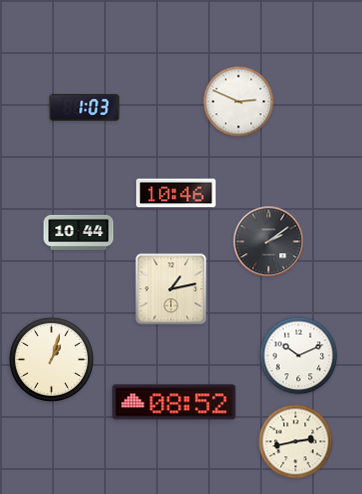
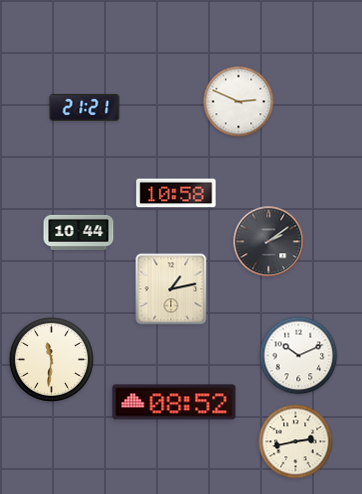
clock at (85, 107): 1:03 -> 21:21
clock at (176, 193): 10:46 -> 10:58
clock at (51, 359): 1:03 -> 11:31
